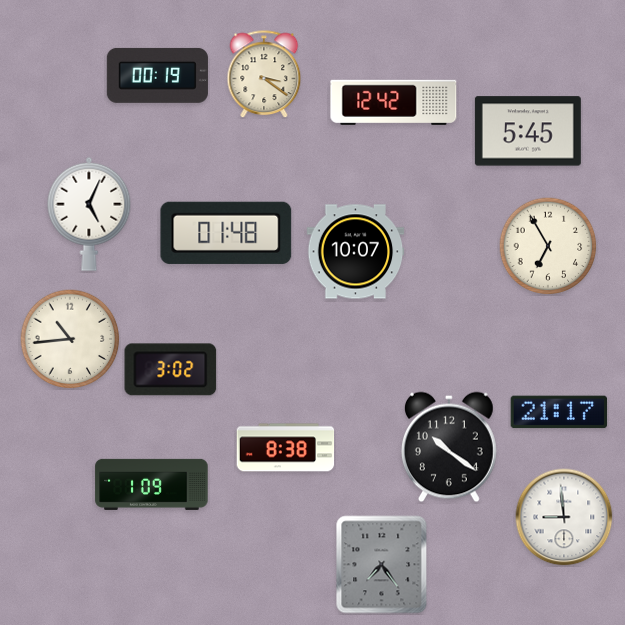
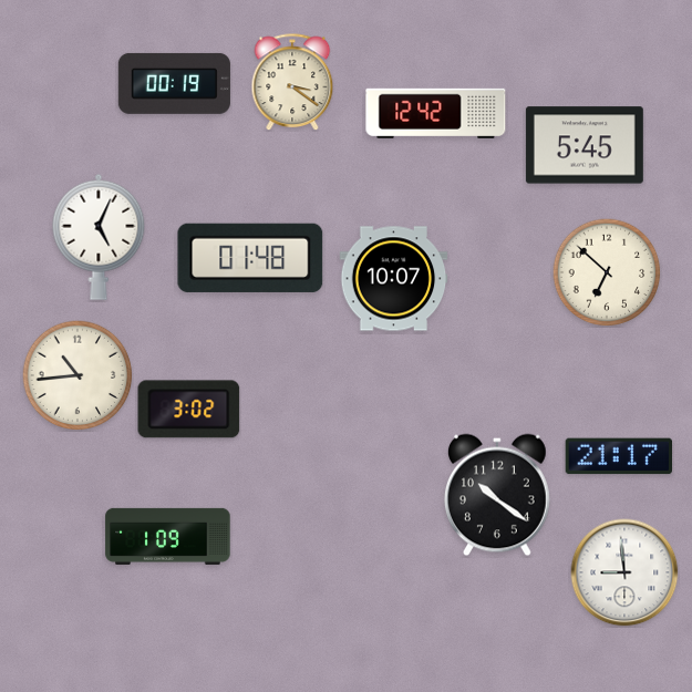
clock at (548, 246): 6:55 -> 6:52
clock at (286, 448): 8:38 -> none
clock at (382, 565): 7:24 -> none
